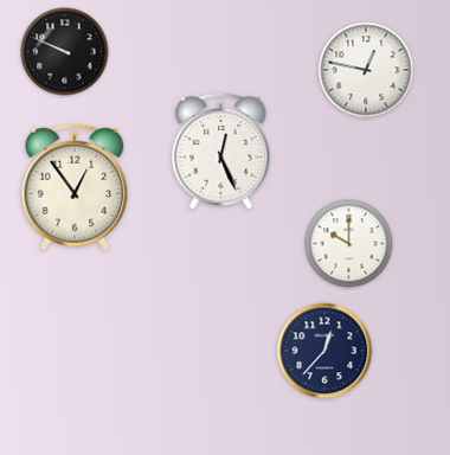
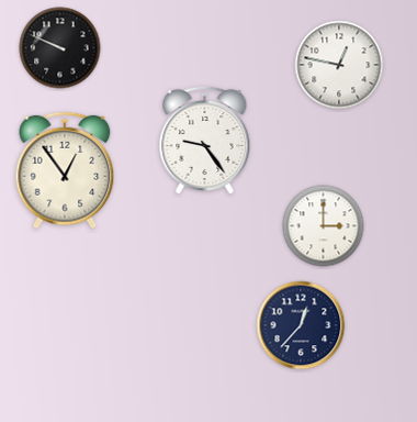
clock at (221, 150): 12:26 -> 9:24
clock at (75, 187) position: (75, 187) -> (65, 170)
clock at (349, 244): 10:00 -> 3:00
